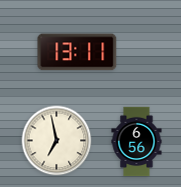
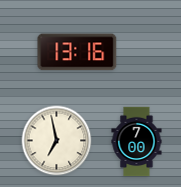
clock at (77, 52): 13:11 -> 13:16
clock at (137, 142): 6:56 -> 7:00
